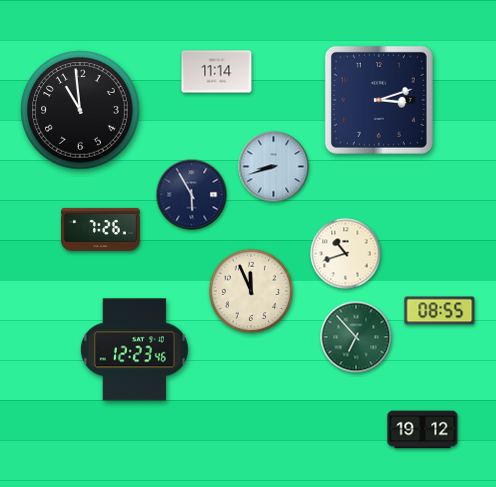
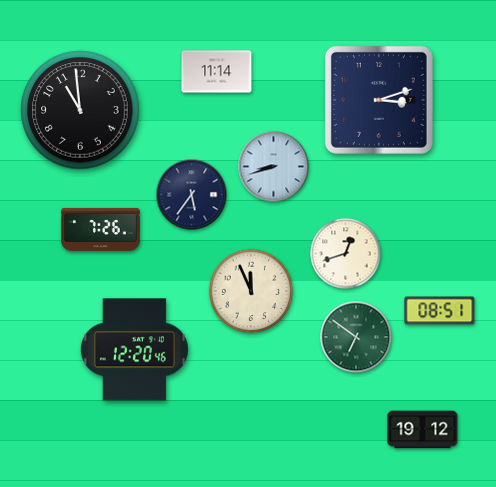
clock at (192, 195): 5:55 -> 5:36
clock at (346, 254): 10:42 -> 12:42
clock at (440, 311): 08:55 -> 08:51
clock at (356, 337): 6:53 -> 6:51
clock at (134, 350): 12:23 -> 12:20
